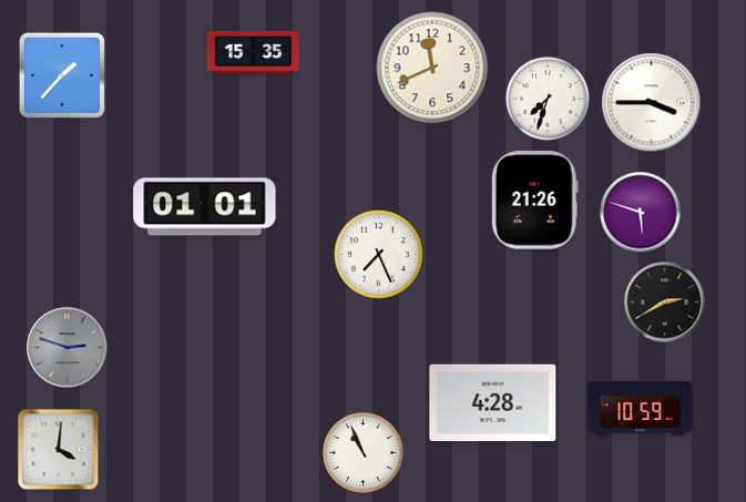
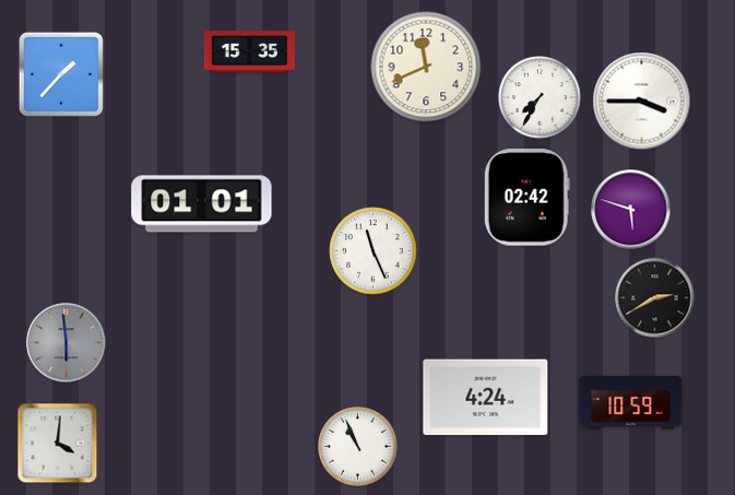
clock at (548, 99): 7:33 -> 7:35
clock at (534, 201): 21:26 -> 02:42
clock at (379, 255): 7:26 -> 11:26
clock at (68, 348): 2:48 -> 5:59
clock at (493, 403): 4:28 -> 4:24
